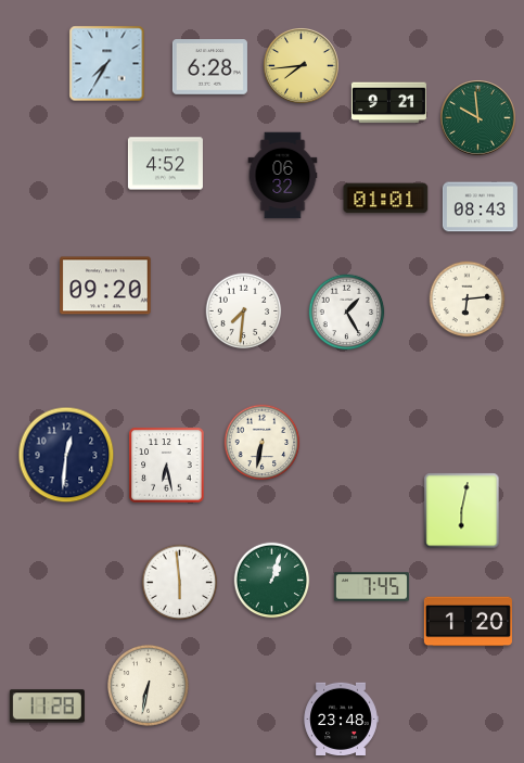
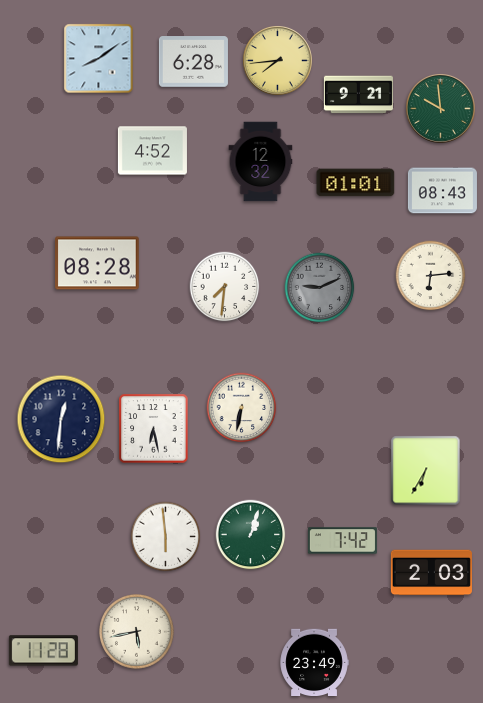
clock at (107, 64): 7:35 -> 8:09
clock at (283, 176): 06:32 -> 12:32
clock at (105, 285): 09:20 -> 08:28
clock at (347, 313): 1:25 -> 9:11
clock at (347, 313) dial: white -> grey
clock at (462, 511): 6:02 -> 6:35
clock at (371, 587): 7:45 -> 7:42
clock at (468, 622): 1:20 -> 2:03
clock at (149, 686): 6:32 -> 5:43
clock at (341, 719): 23:48 -> 23:49
